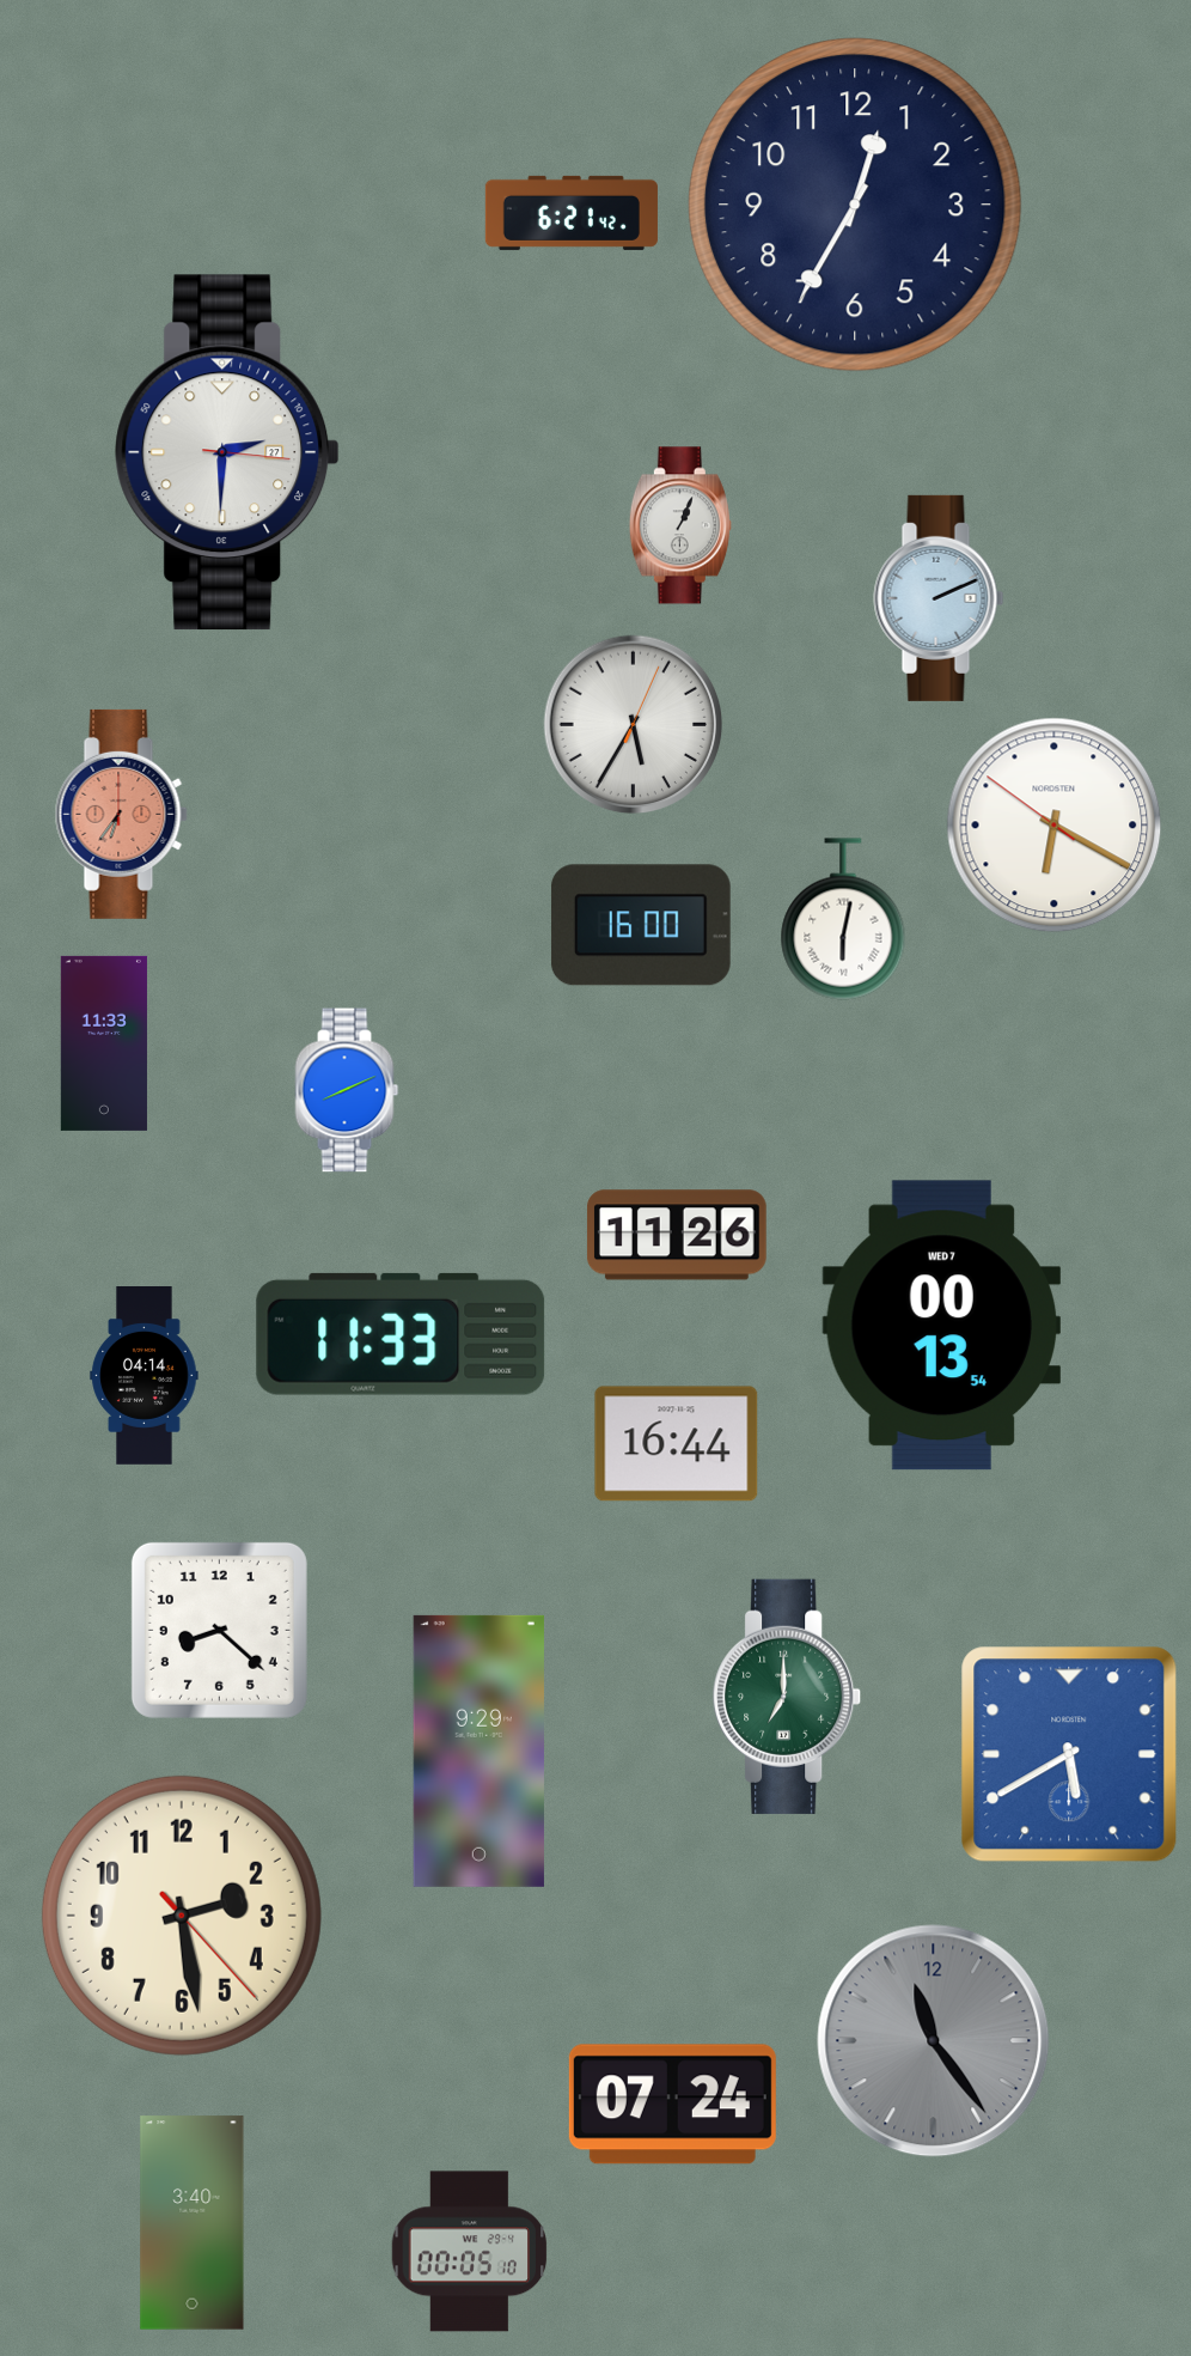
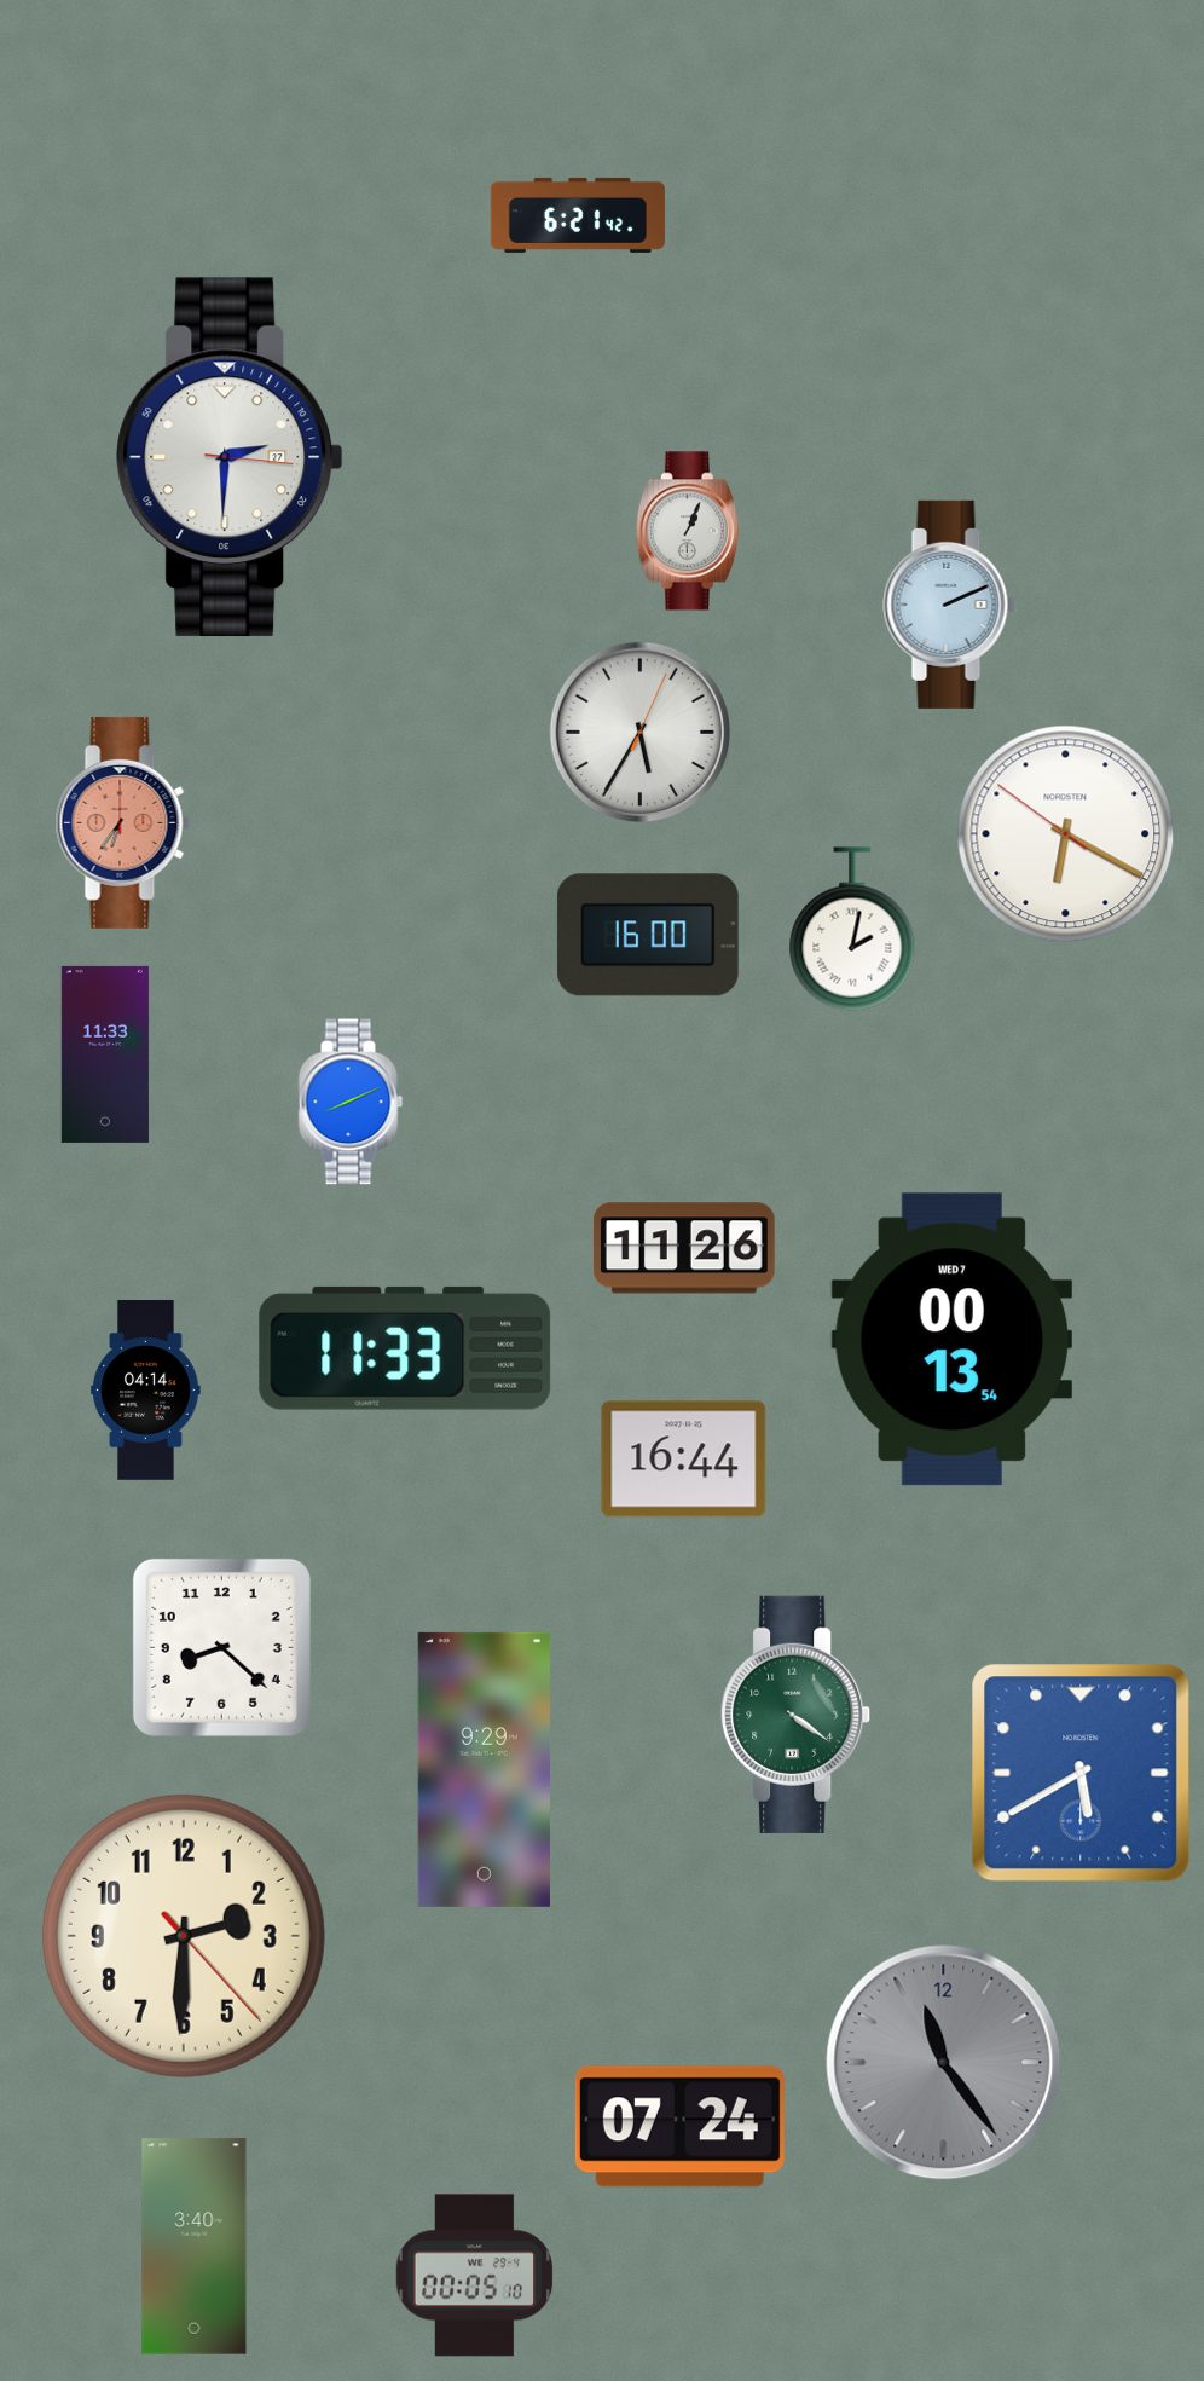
clock at (855, 205): 12:35 -> none
clock at (843, 919): 6:02 -> 2:02
clock at (788, 1697): 7:00 -> 4:21
clock at (182, 1916): 2:28 -> 2:30
